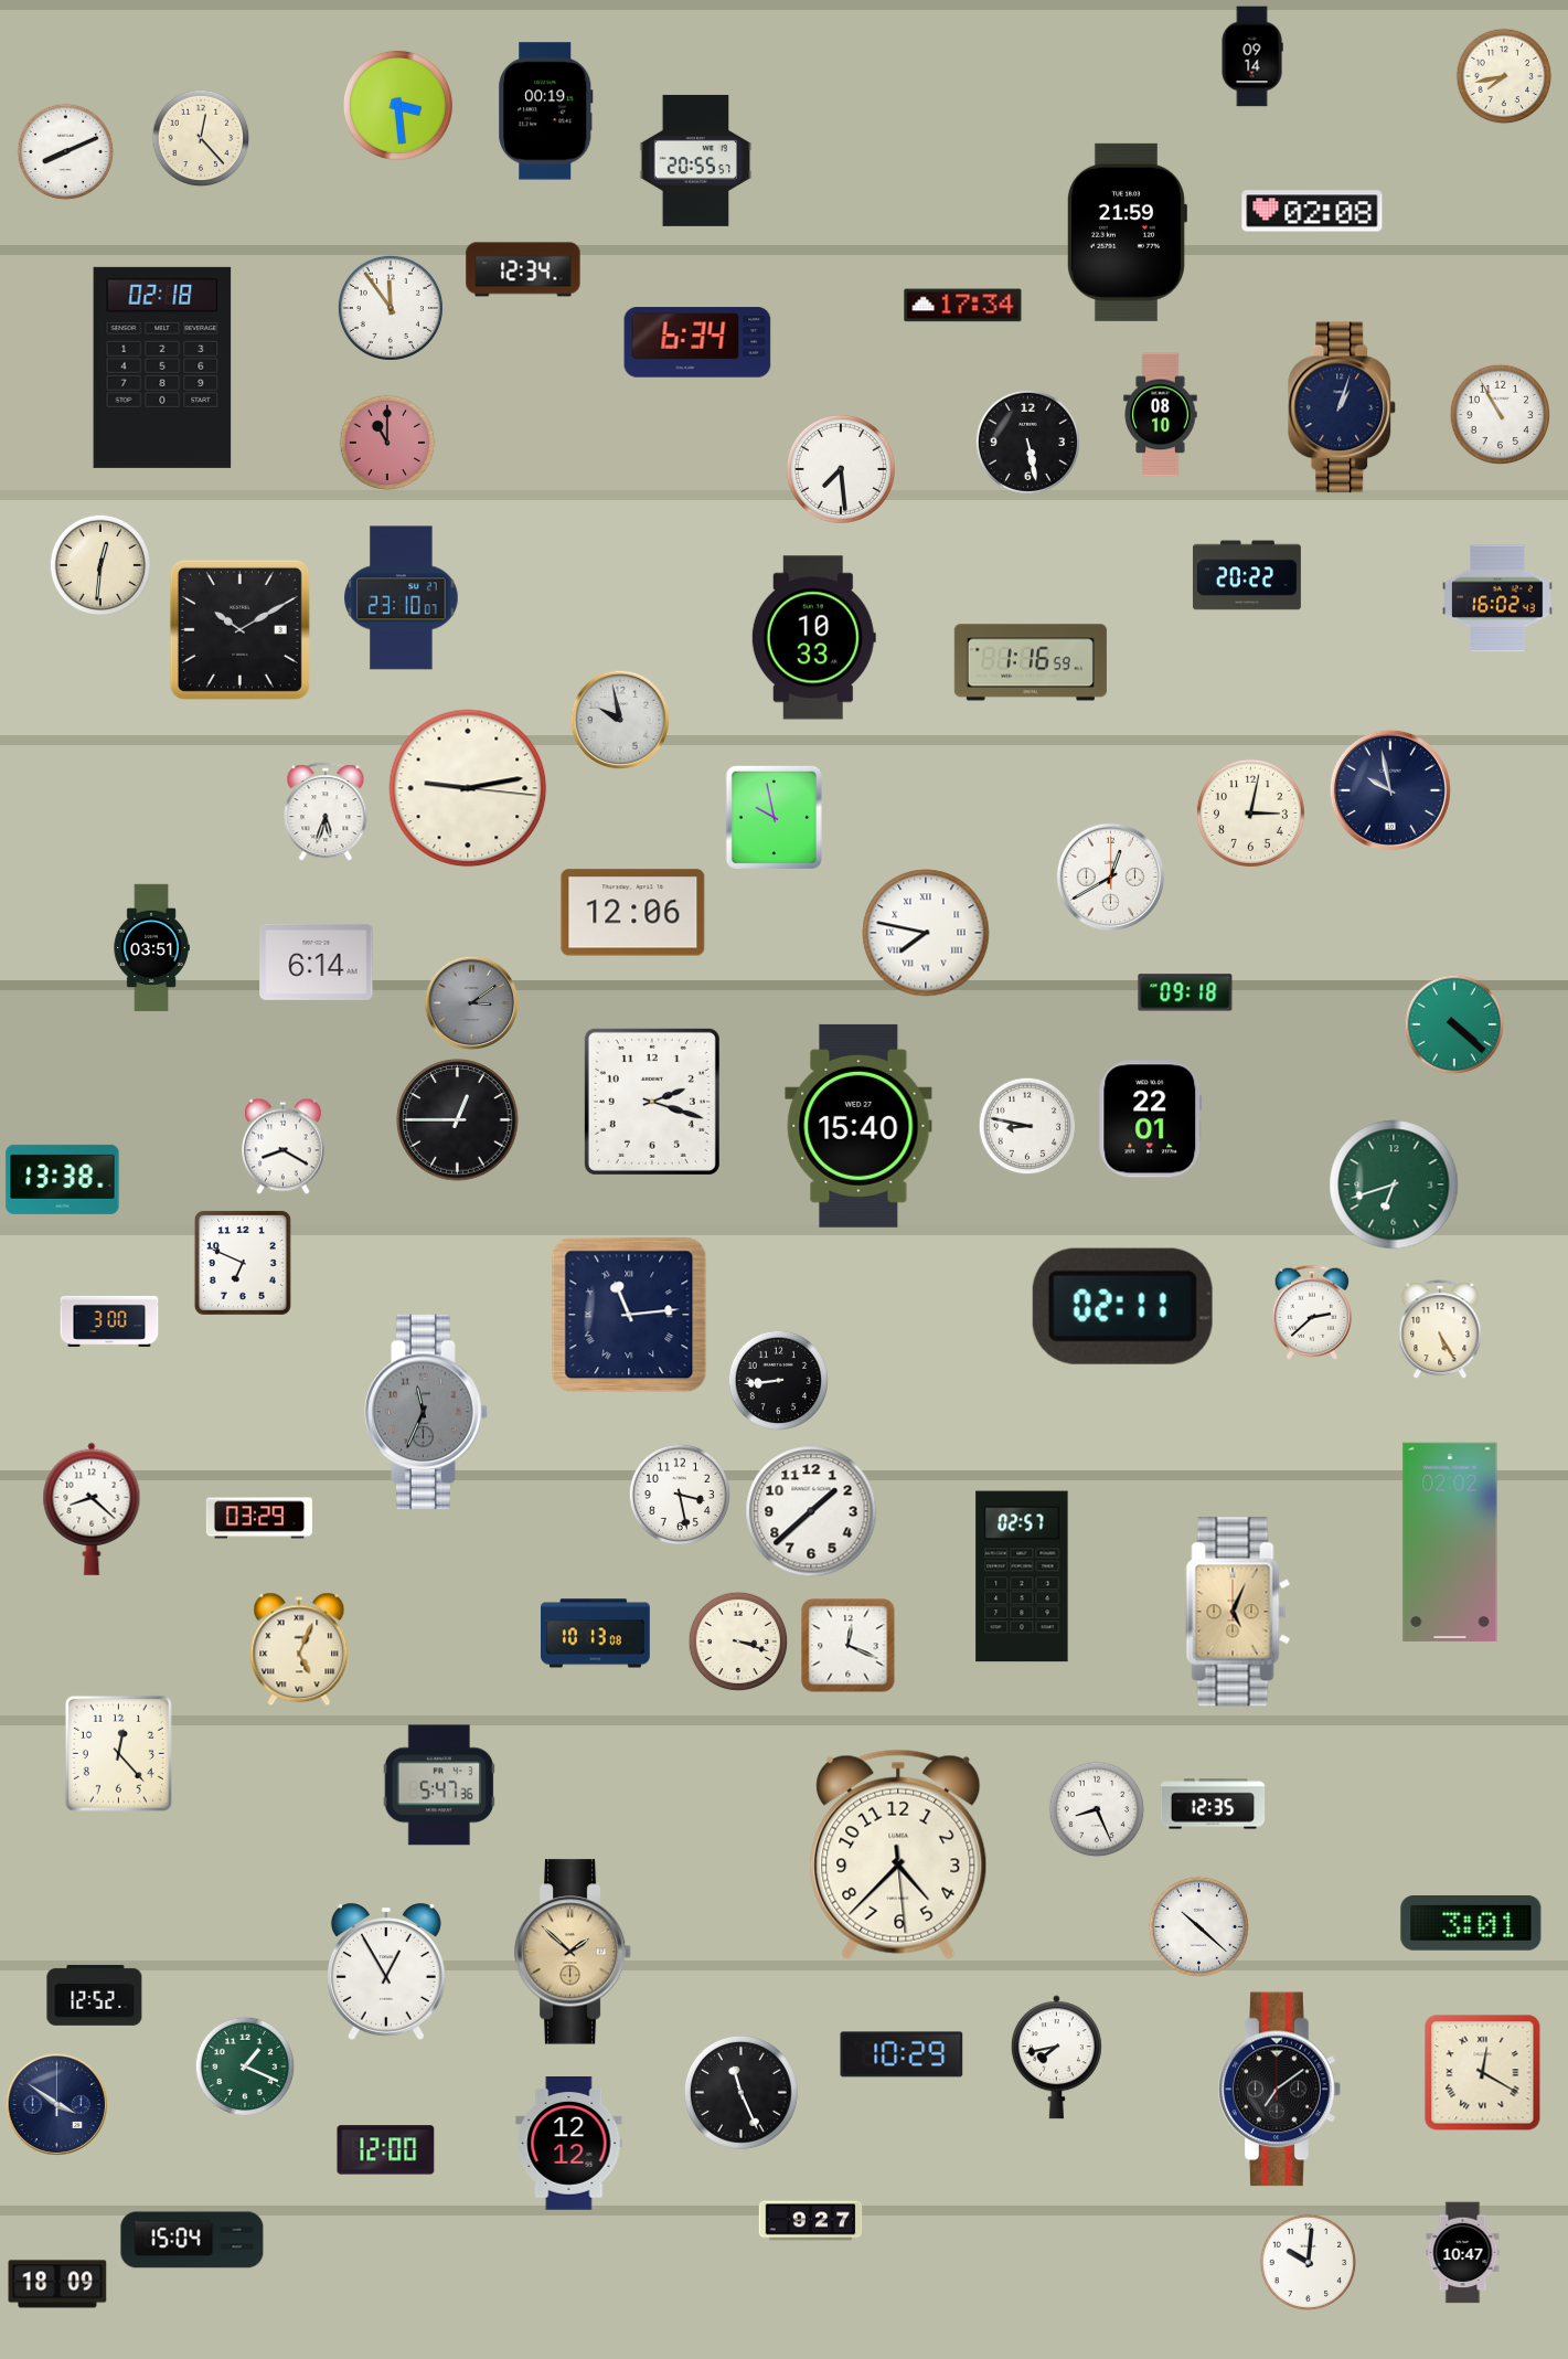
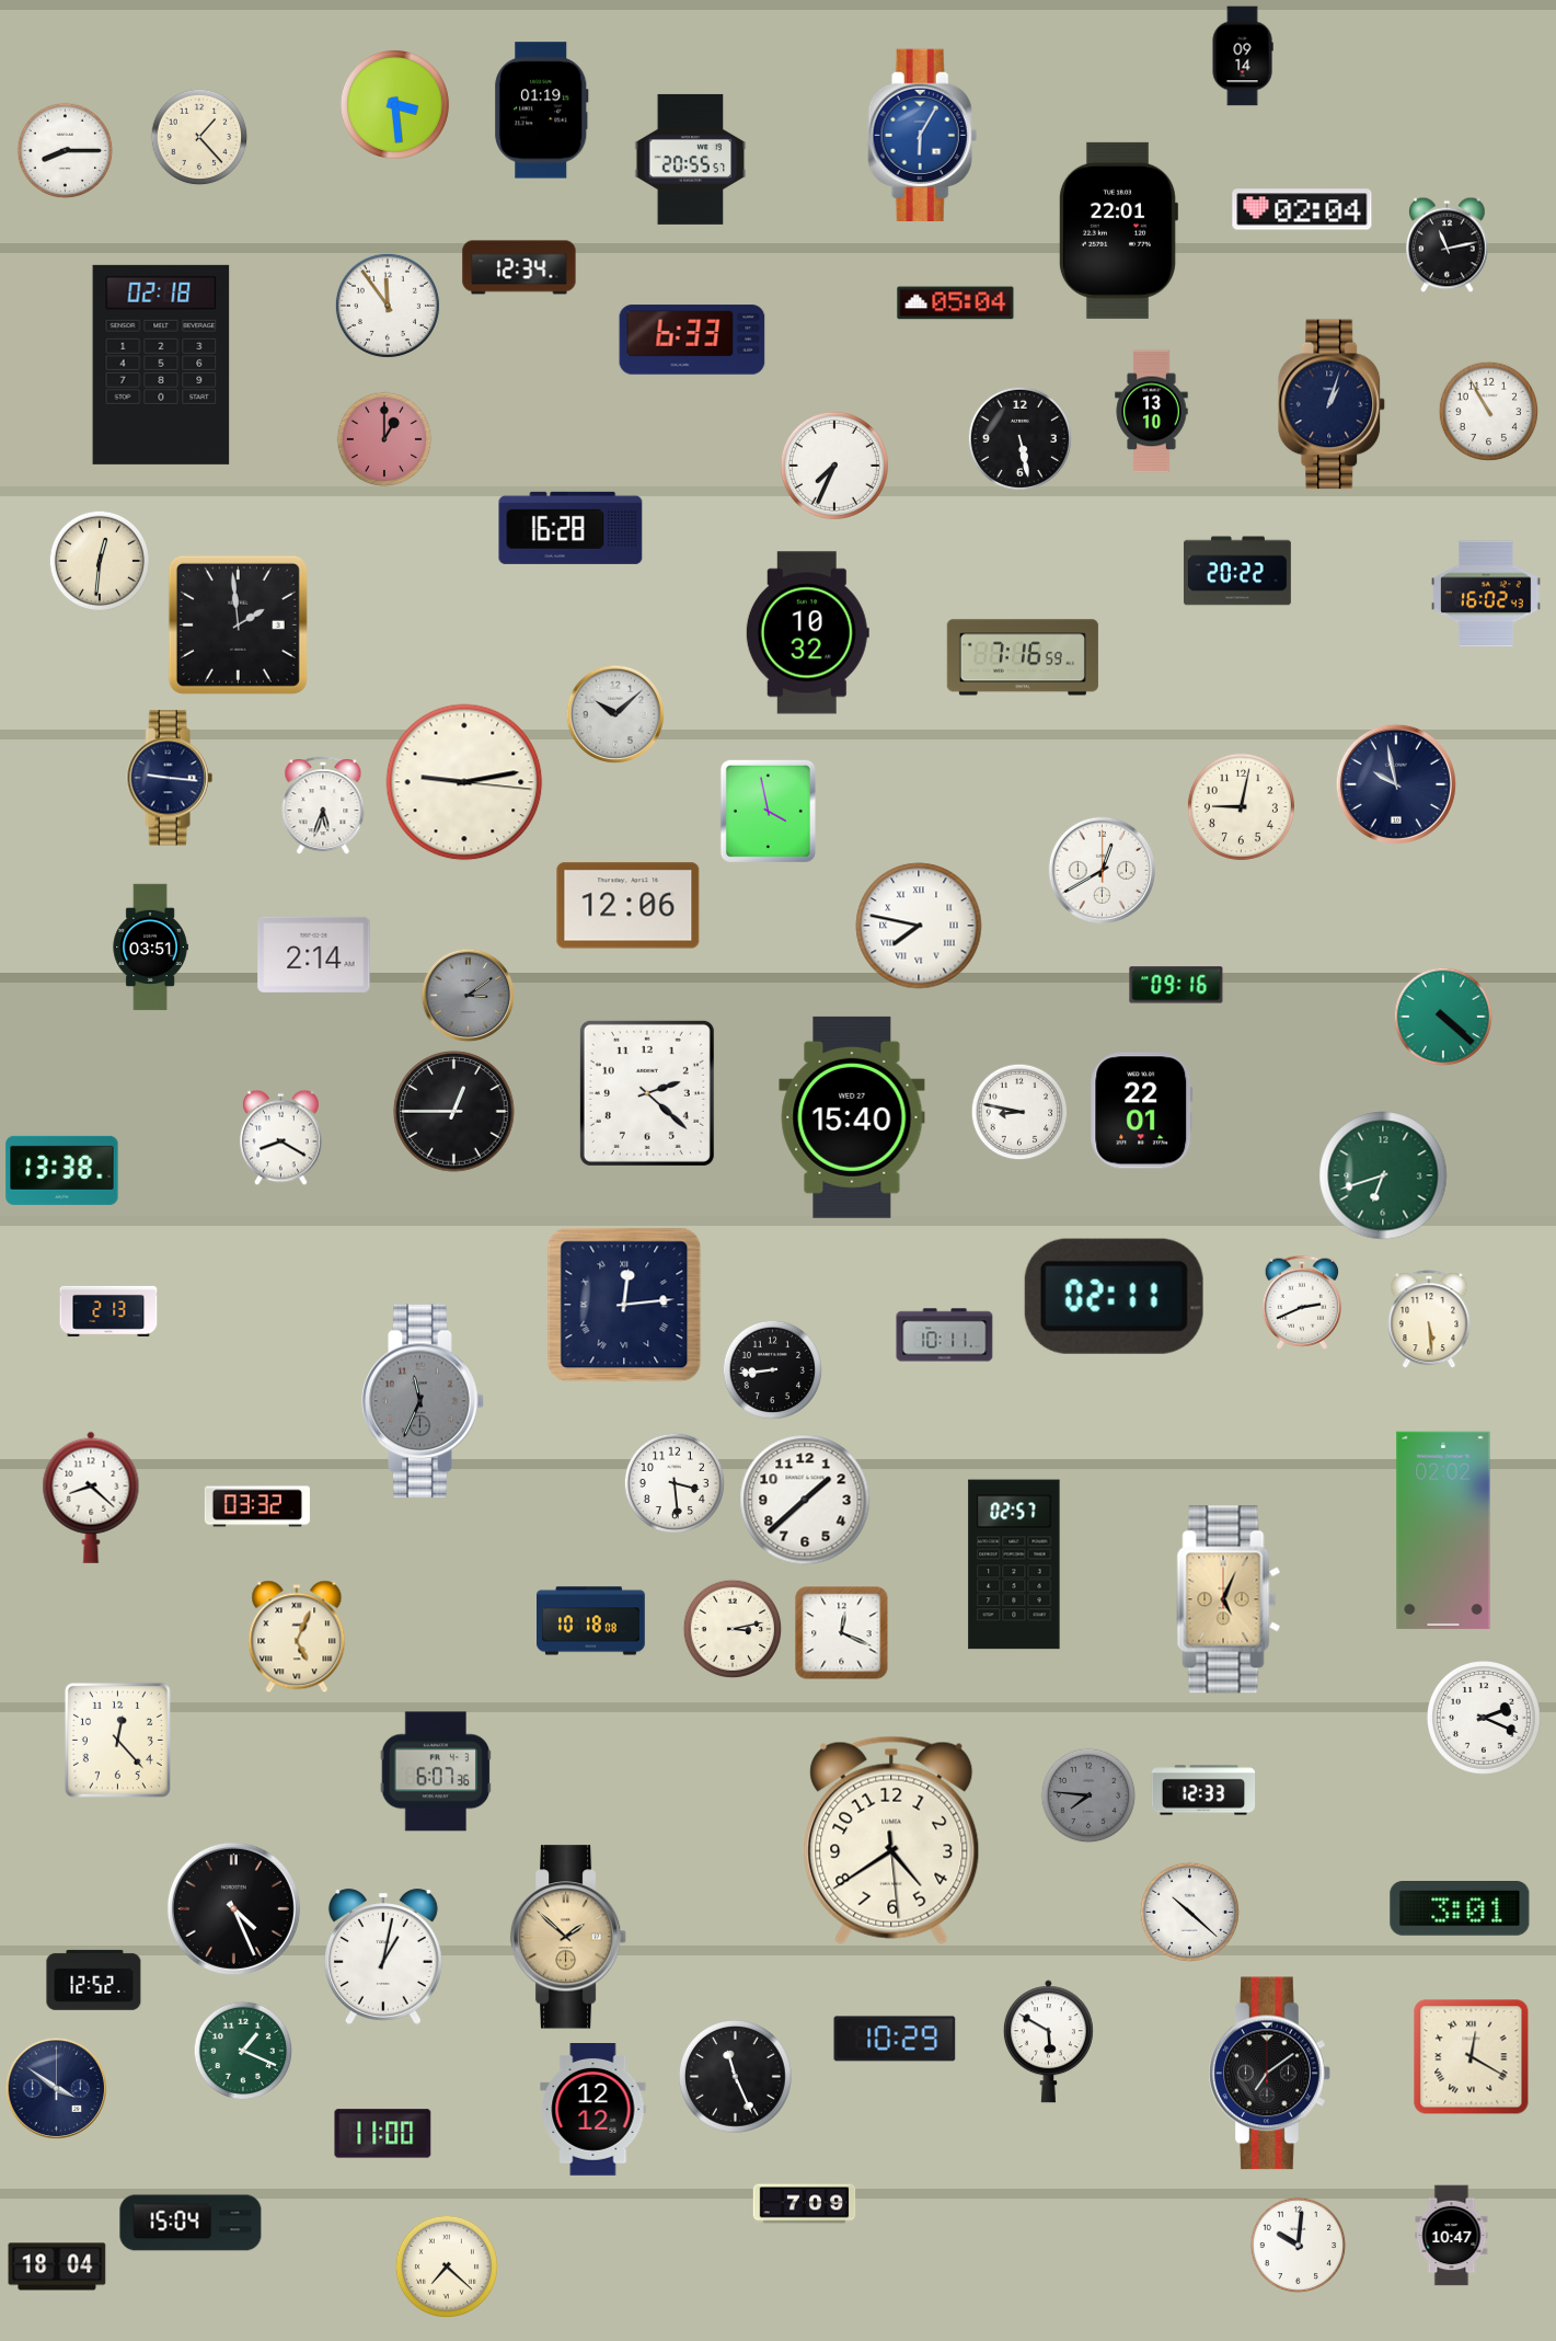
clock at (1504, 76): 7:43 -> none
clock at (546, 111): 00:19 -> 01:19
clock at (923, 135): none -> 6:05
clock at (201, 138): 12:23 -> 1:23
clock at (66, 152): 8:11 -> 8:15
clock at (1312, 211): 02:08 -> 02:04
clock at (1127, 232): 21:59 -> 22:01
clock at (1448, 245): none -> 11:13
clock at (963, 306): 17:34 -> 05:04
clock at (697, 342): 6:34 -> 6:33
clock at (1161, 415): 08:10 -> 13:10
clock at (387, 443): 11:00 -> 1:00
clock at (841, 469): 7:29 -> 7:34
clock at (570, 528): none -> 16:28
clock at (402, 598): 23:10 -> none
clock at (239, 629): 10:10 -> 1:59
clock at (813, 638): 10:33 -> 10:32
clock at (1031, 662): 1:16 -> 7:16
clock at (620, 720): 9:58 -> 10:08
clock at (170, 778): none -> 9:16
clock at (1390, 790) position: (1390, 790) -> (1396, 784)
clock at (1250, 812): 3:02 -> 9:02
clock at (774, 817): 9:58 -> 3:58
clock at (151, 948) position: (151, 948) -> (150, 948)
clock at (317, 961): 6:14 -> 2:14
clock at (1185, 992): 09:18 -> 09:16
clock at (652, 1102): 2:18 -> 2:22
clock at (1027, 1126) position: (1027, 1126) -> (1019, 1112)
clock at (243, 1263): 6:49 -> none
clock at (1311, 1313): 2:38 -> 2:41
clock at (629, 1315): 11:14 -> 12:14
clock at (109, 1321): 3:00 -> 2:13
clock at (1440, 1330): 5:25 -> 5:29
clock at (945, 1335): none -> 10:11
clock at (679, 1494): 3:28 -> 3:29
clock at (259, 1518): 03:29 -> 03:32
clock at (1450, 1542) position: (1450, 1542) -> (1443, 1530)
clock at (596, 1634): 10:13 -> 10:18
clock at (738, 1641): 3:18 -> 3:13
clock at (1485, 1719): none -> 2:19
clock at (439, 1785): 5:47 -> 6:07
clock at (1213, 1804): 12:35 -> 12:33
clock at (1097, 1809): 8:26 -> 7:46
clock at (1097, 1809) dial: white -> grey
clock at (898, 1855): 4:37 -> 4:39
clock at (233, 1908): none -> 4:26
clock at (386, 1972): 12:55 -> 1:02
clock at (1056, 2058): 7:43 -> 5:50
clock at (569, 2144) position: (569, 2144) -> (593, 2110)
clock at (386, 2150): 12:00 -> 11:00
clock at (811, 2221): 9:27 -> 7:09
clock at (57, 2284): 18:09 -> 18:04
clock at (447, 2267): none -> 7:22
